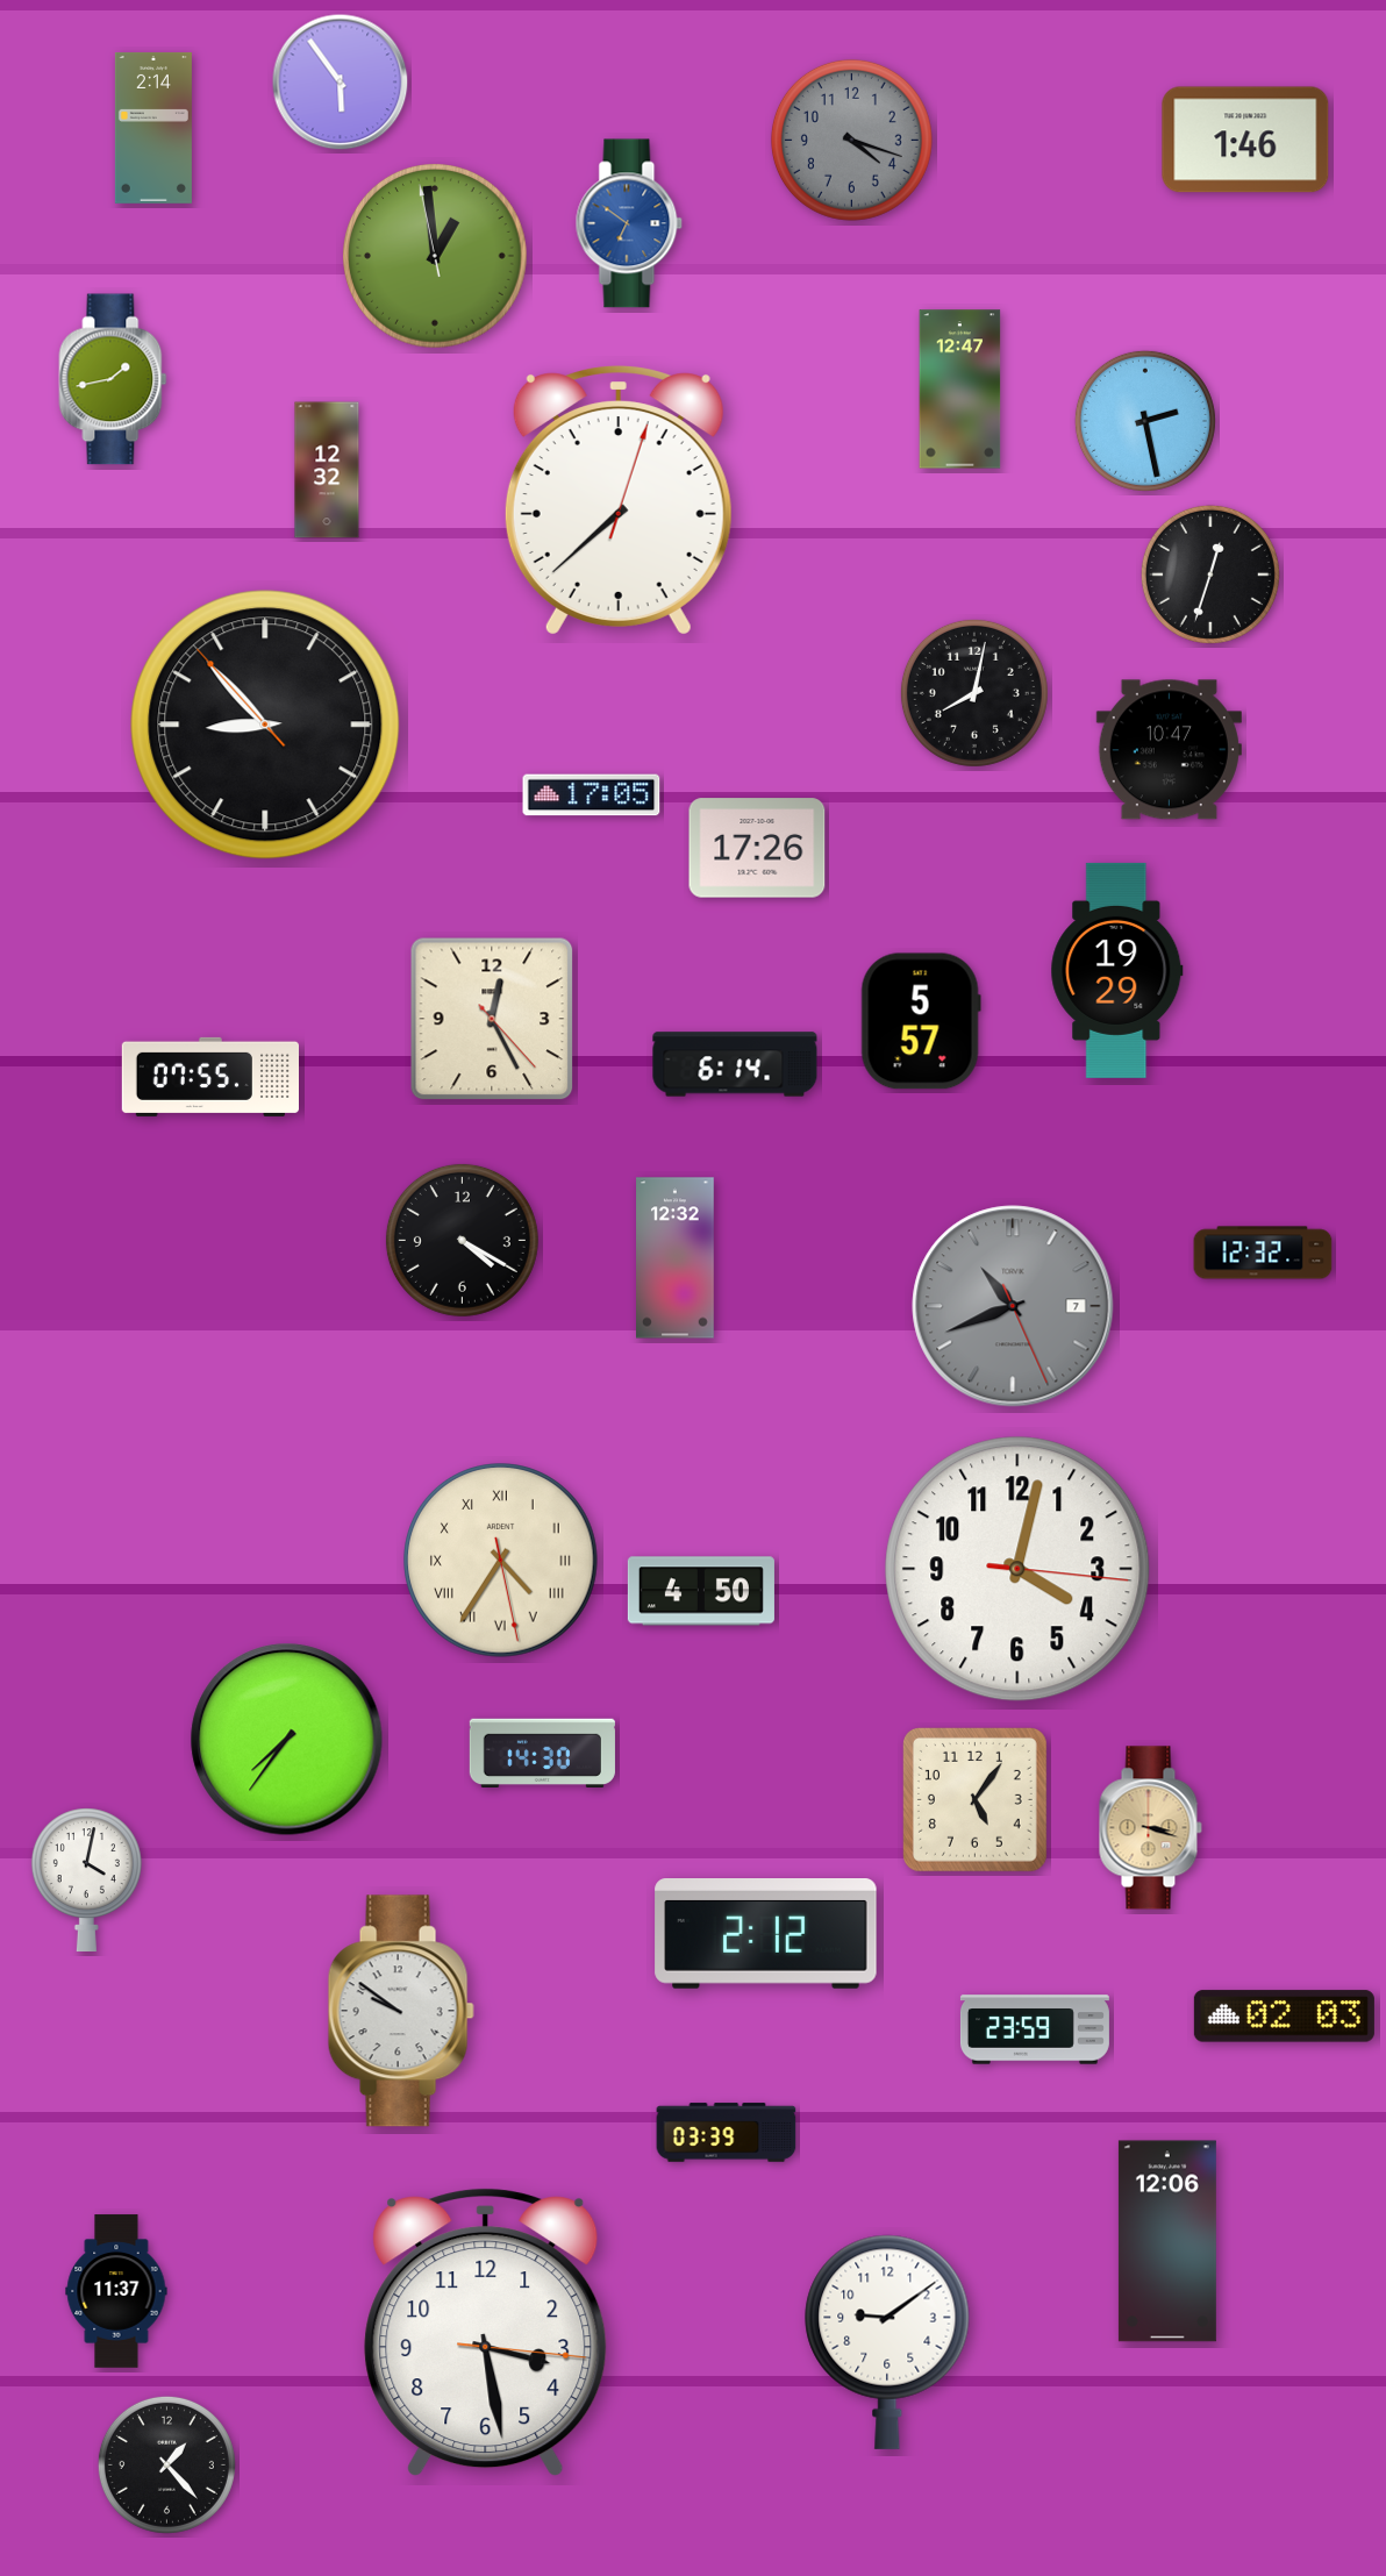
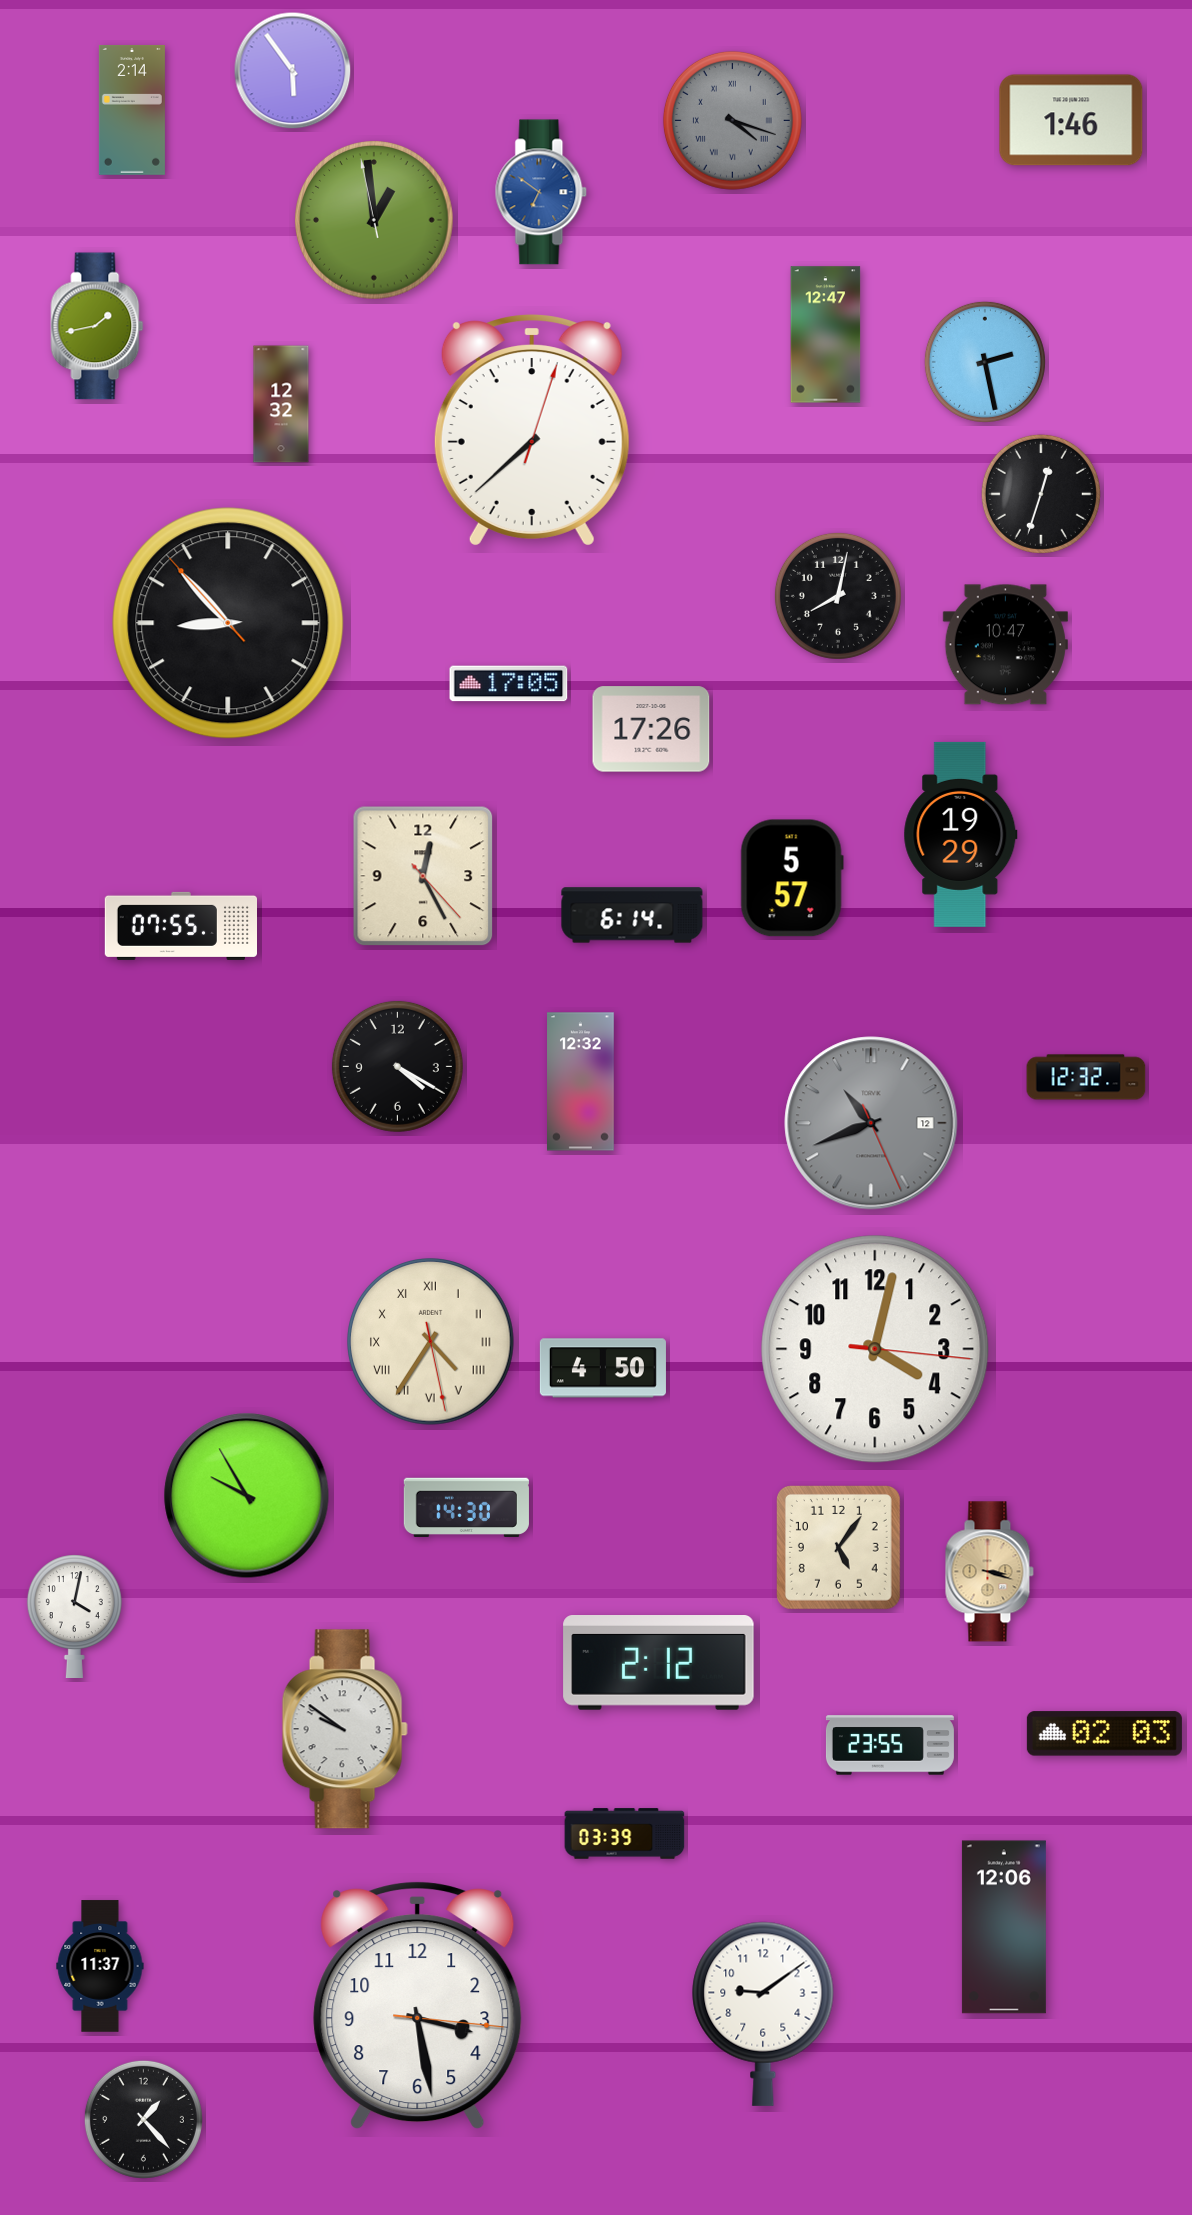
clock at (851, 140) numerals: Arabic -> Roman
clock at (1013, 1306) date: 7 -> 12
clock at (287, 1740): 7:36 -> 9:55
clock at (1035, 2029): 23:59 -> 23:55
clock at (116, 2291) position: (116, 2291) -> (100, 1966)
